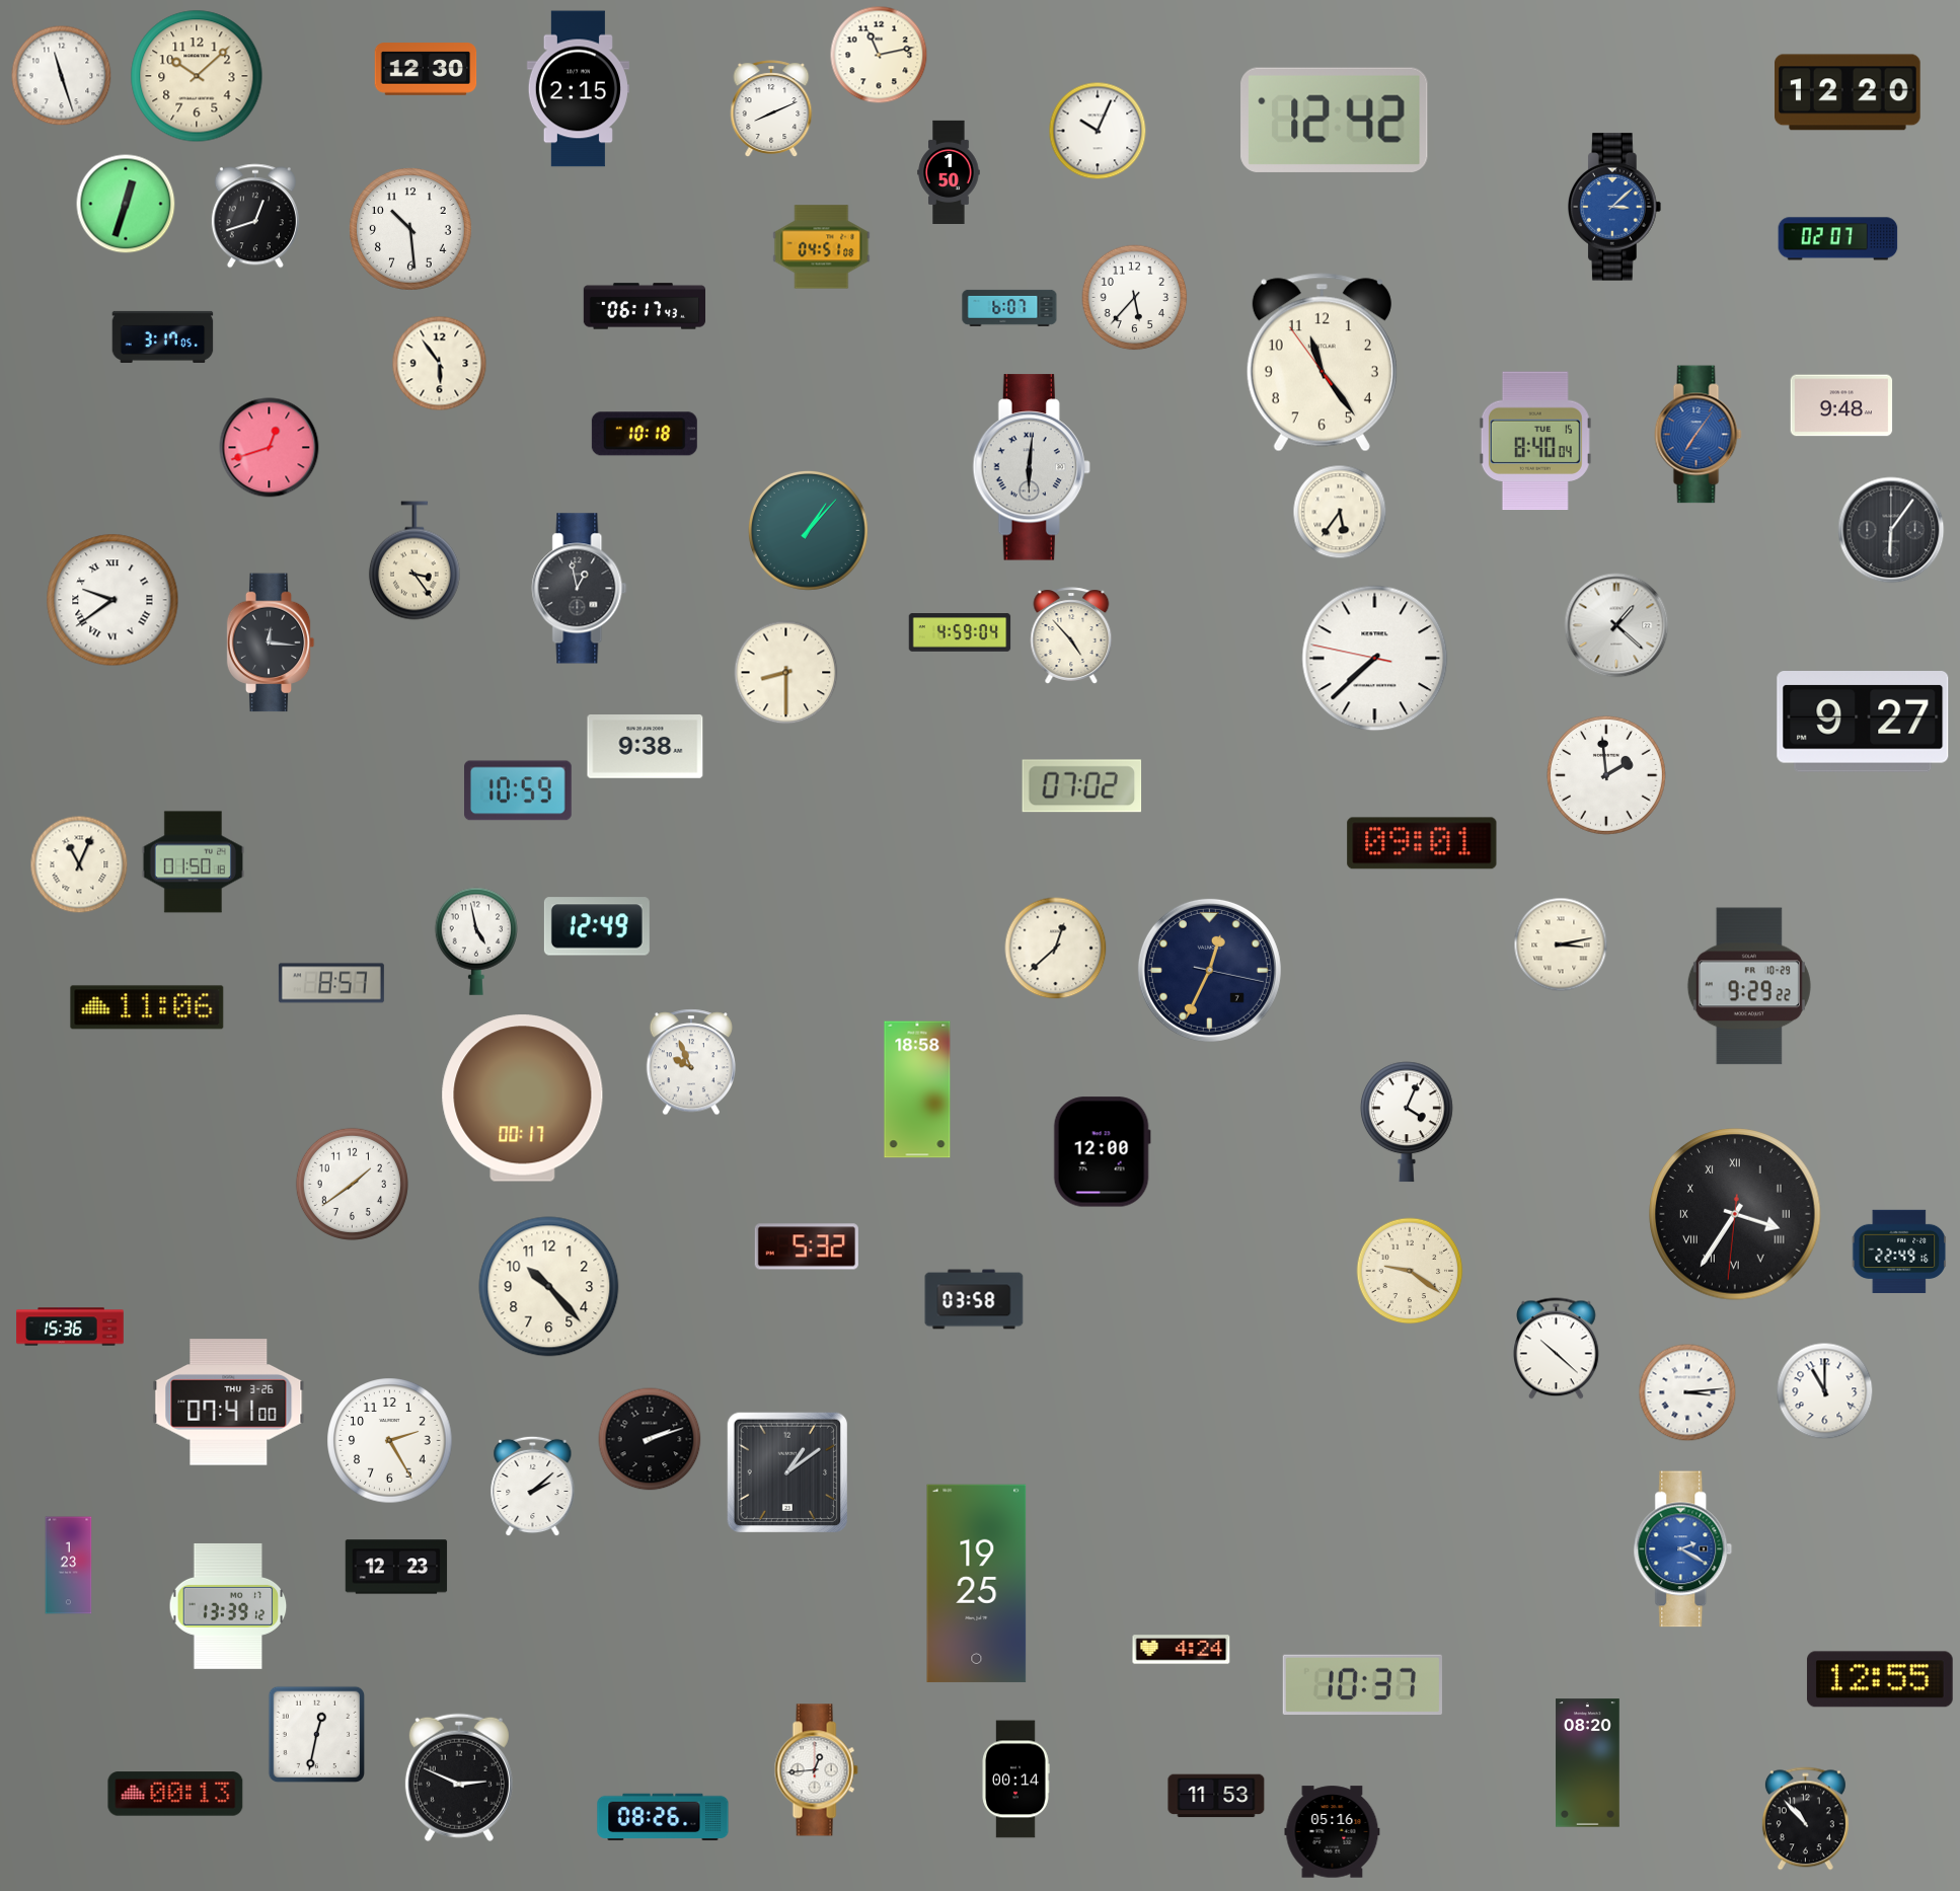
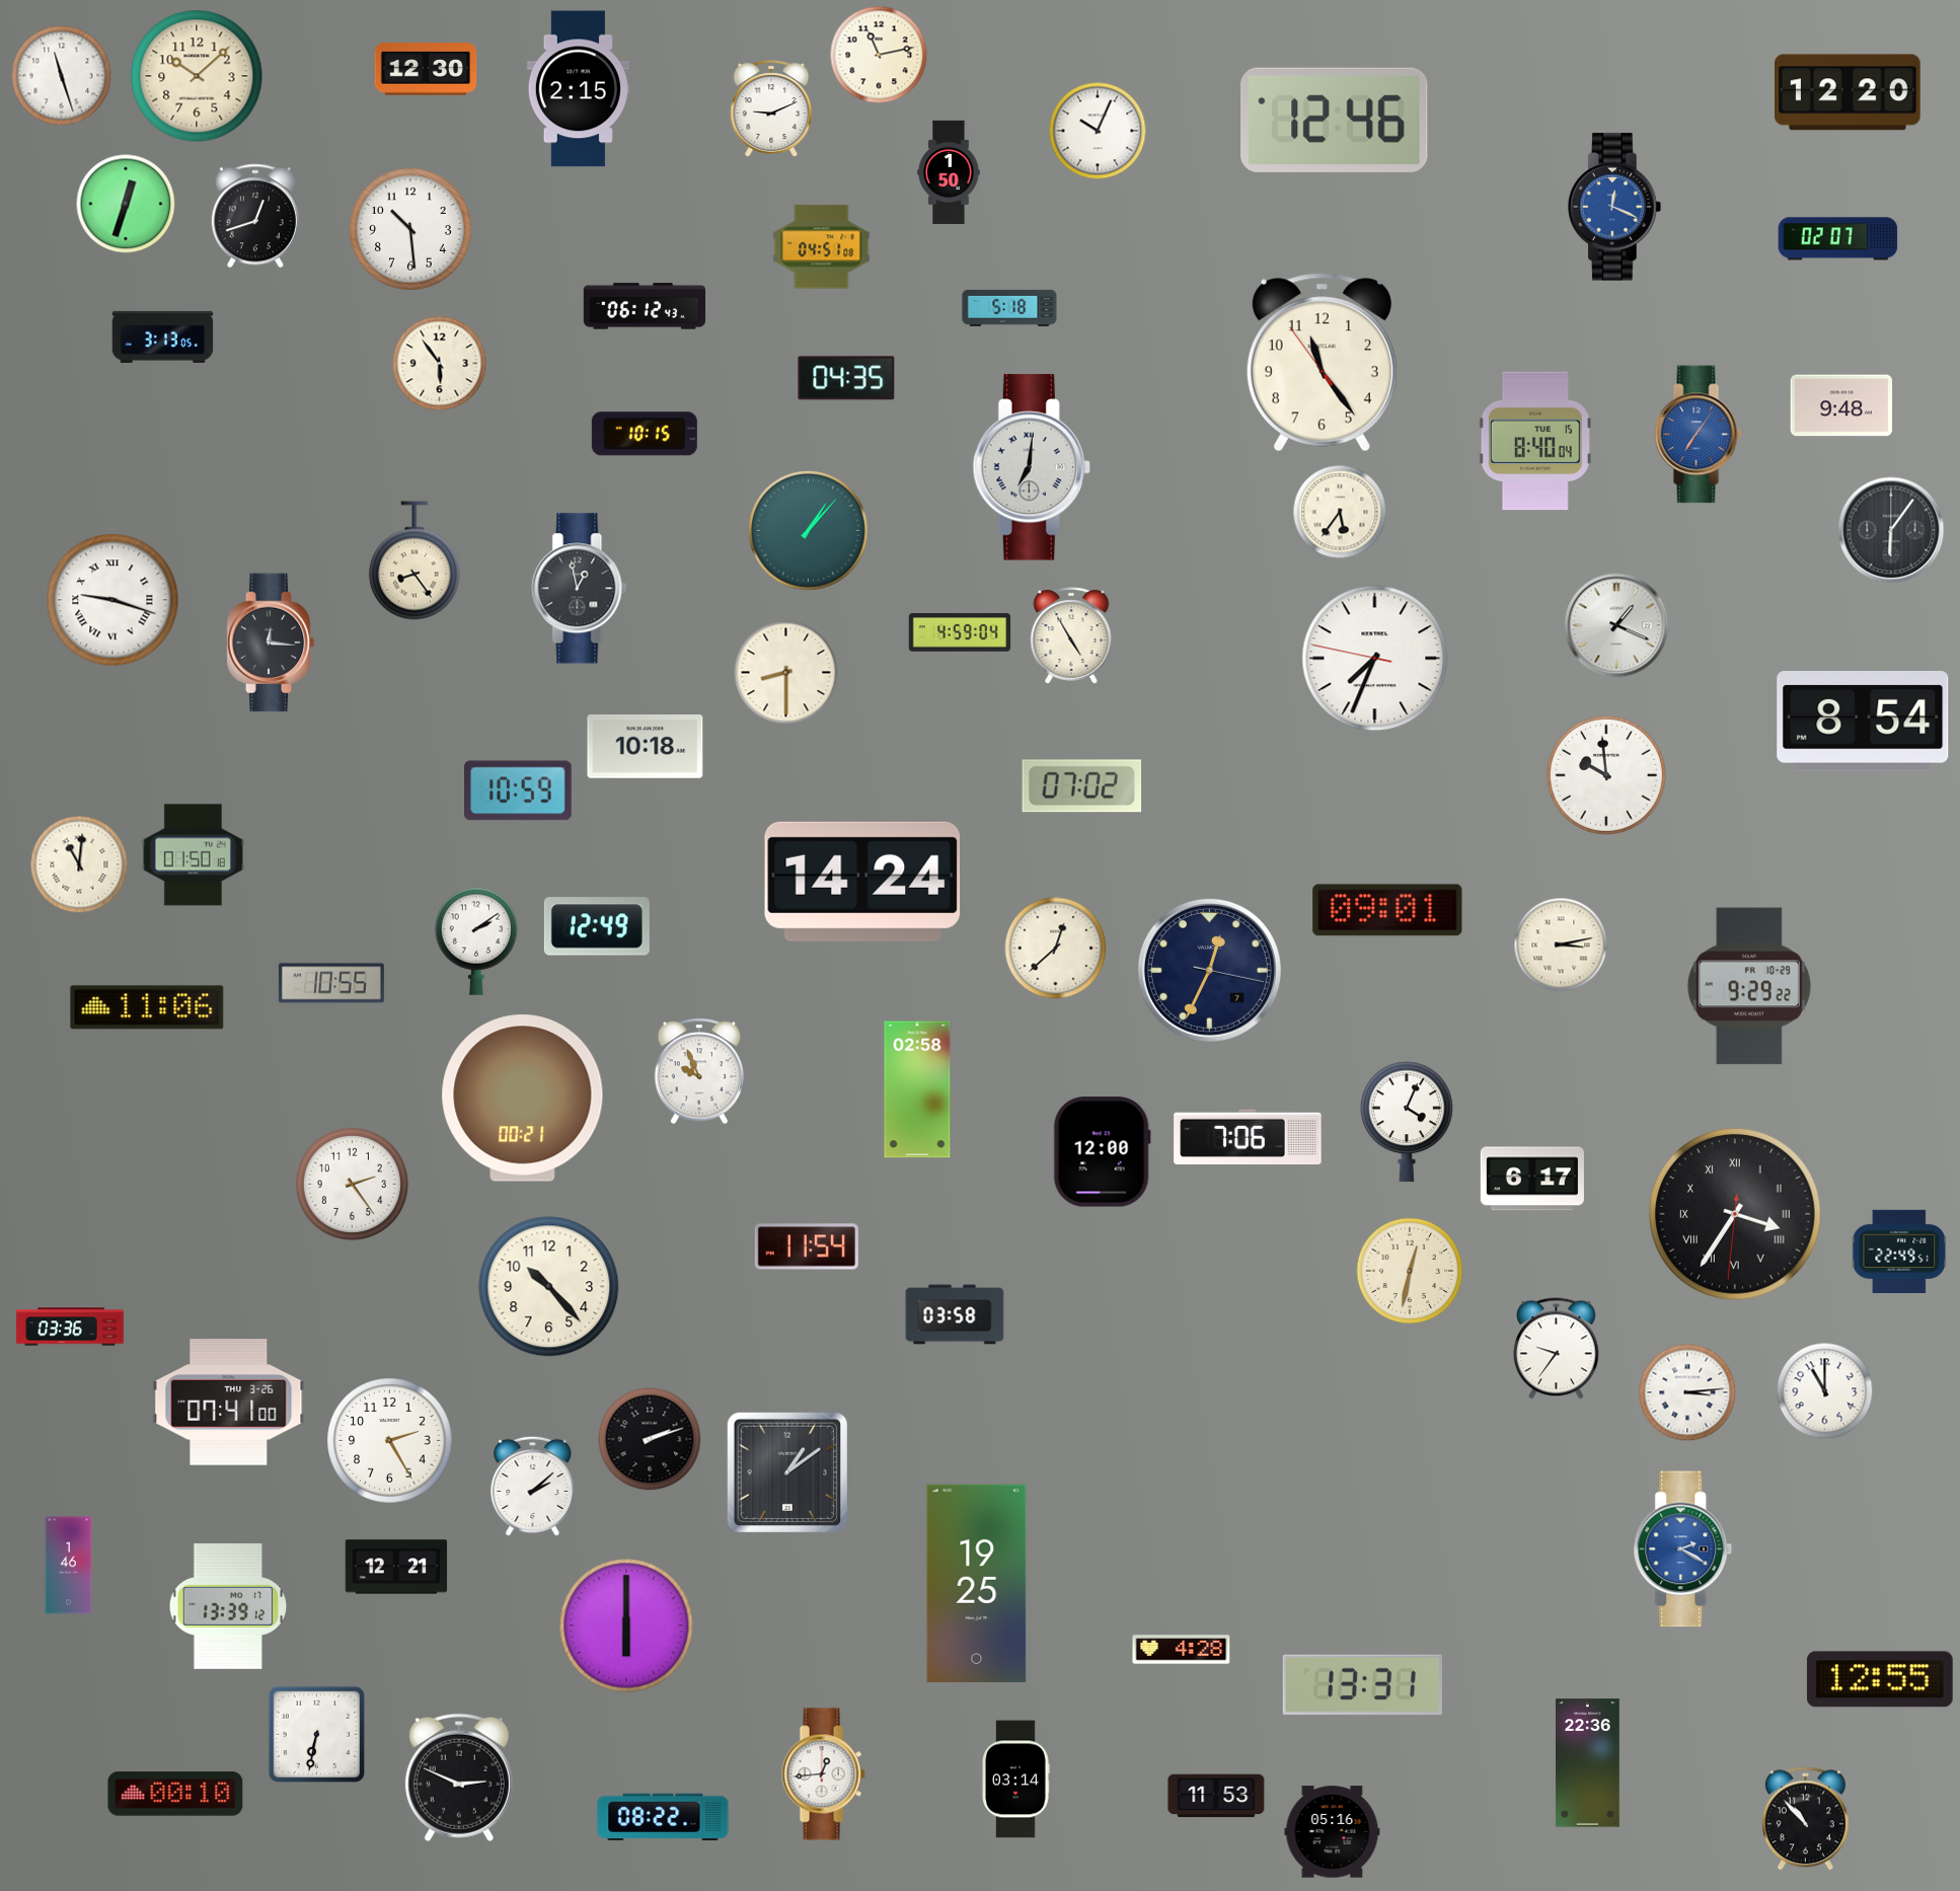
clock at (771, 108): 8:11 -> 9:11
clock at (1335, 120): 12:42 -> 12:46
clock at (1614, 207): 3:08 -> 12:19
clock at (1135, 298): 5:37 -> none
clock at (644, 306): 06:17 -> 06:12
clock at (1009, 308): 6:07 -> 5:18
clock at (163, 336): 3:17 -> 3:13
clock at (846, 378): none -> 04:35
clock at (645, 434): 10:18 -> 10:15
clock at (270, 448): 12:42 -> none
clock at (1032, 467): 6:01 -> 7:01
clock at (414, 560): 3:24 -> 8:24
clock at (112, 600): 9:39 -> 9:18
clock at (1616, 625): 1:22 -> 1:19
clock at (1071, 635): 4:53 -> 4:55
clock at (1375, 659): 7:37 -> 7:33
clock at (1863, 723): 9:27 -> 8:54
clock at (646, 747): 9:38 -> 10:18
clock at (1606, 775): 1:59 -> 9:59
clock at (1422, 843) position: (1422, 843) -> (1387, 910)
clock at (193, 862) position: (193, 862) -> (193, 855)
clock at (79, 864): 11:04 -> 11:01
clock at (862, 882): none -> 14:24
clock at (475, 941): 4:58 -> 2:09
clock at (331, 983): 8:57 -> 10:55
clock at (690, 1062) position: (690, 1062) -> (698, 1071)
clock at (917, 1089): 18:58 -> 02:58
clock at (523, 1099): 00:17 -> 00:21
clock at (1248, 1137): none -> 7:06
clock at (1532, 1179): none -> 6:17
clock at (352, 1184): 1:39 -> 2:24
clock at (807, 1246): 5:32 -> 11:54
clock at (1899, 1252): 22:49:16 -> 22:49:51
clock at (1410, 1271): 9:21 -> 12:32
clock at (974, 1299) position: (974, 1299) -> (955, 1314)
clock at (70, 1327): 15:36 -> 03:36
clock at (1557, 1349): 10:22 -> 9:36
clock at (69, 1566): 1:23 -> 1:46
clock at (396, 1567): 12:23 -> 12:21
clock at (626, 1625): none -> 6:00
clock at (1182, 1650): 4:24 -> 4:28
clock at (1362, 1685): 10:37 -> 13:31
clock at (316, 1734): 12:32 -> 6:32
clock at (1588, 1763): 08:20 -> 22:36
clock at (816, 1770) position: (816, 1770) -> (823, 1774)
clock at (1015, 1780): 00:14 -> 03:14
clock at (175, 1794): 00:13 -> 00:10
clock at (663, 1817): 08:26 -> 08:22
